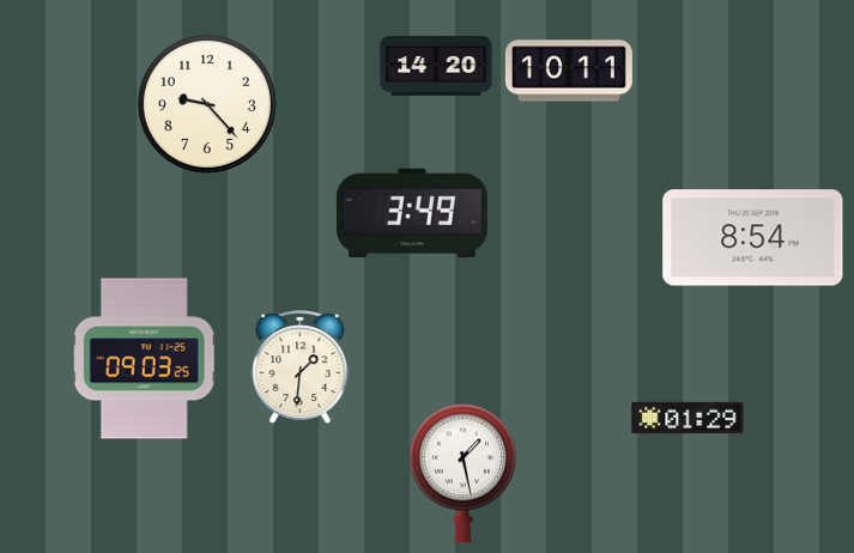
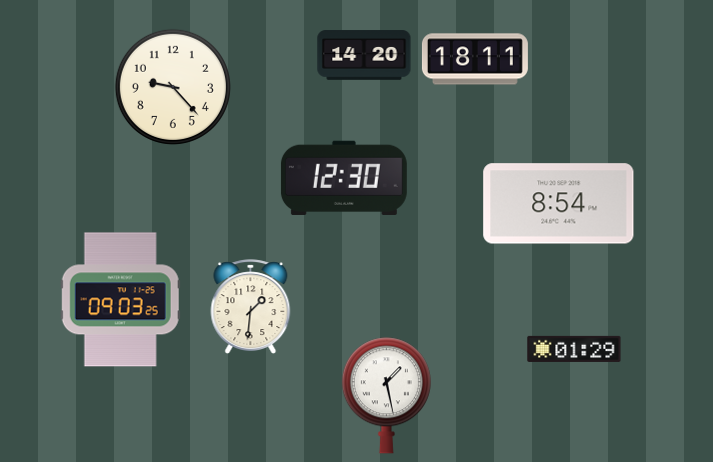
clock at (569, 71): 10:11 -> 18:11
clock at (412, 213): 3:49 -> 12:30
clock at (753, 238) position: (753, 238) -> (559, 204)
